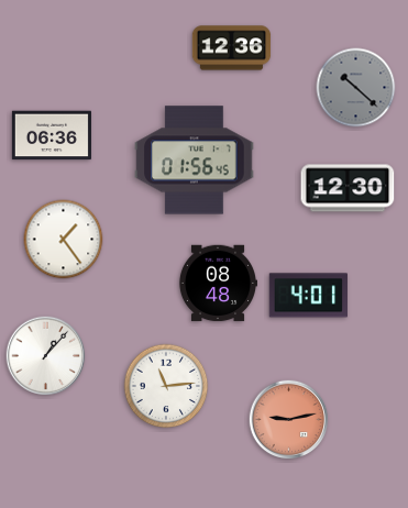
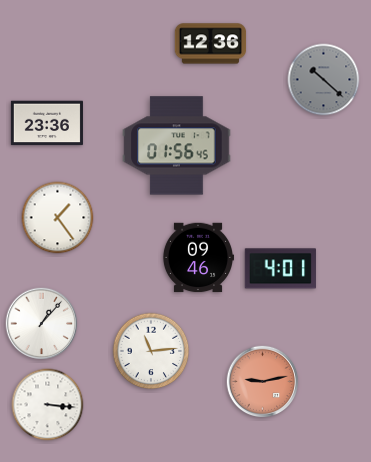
clock at (52, 135): 06:36 -> 23:36
clock at (348, 188): 12:30 -> none
clock at (217, 284): 08:48 -> 09:46
clock at (48, 405): none -> 3:16
